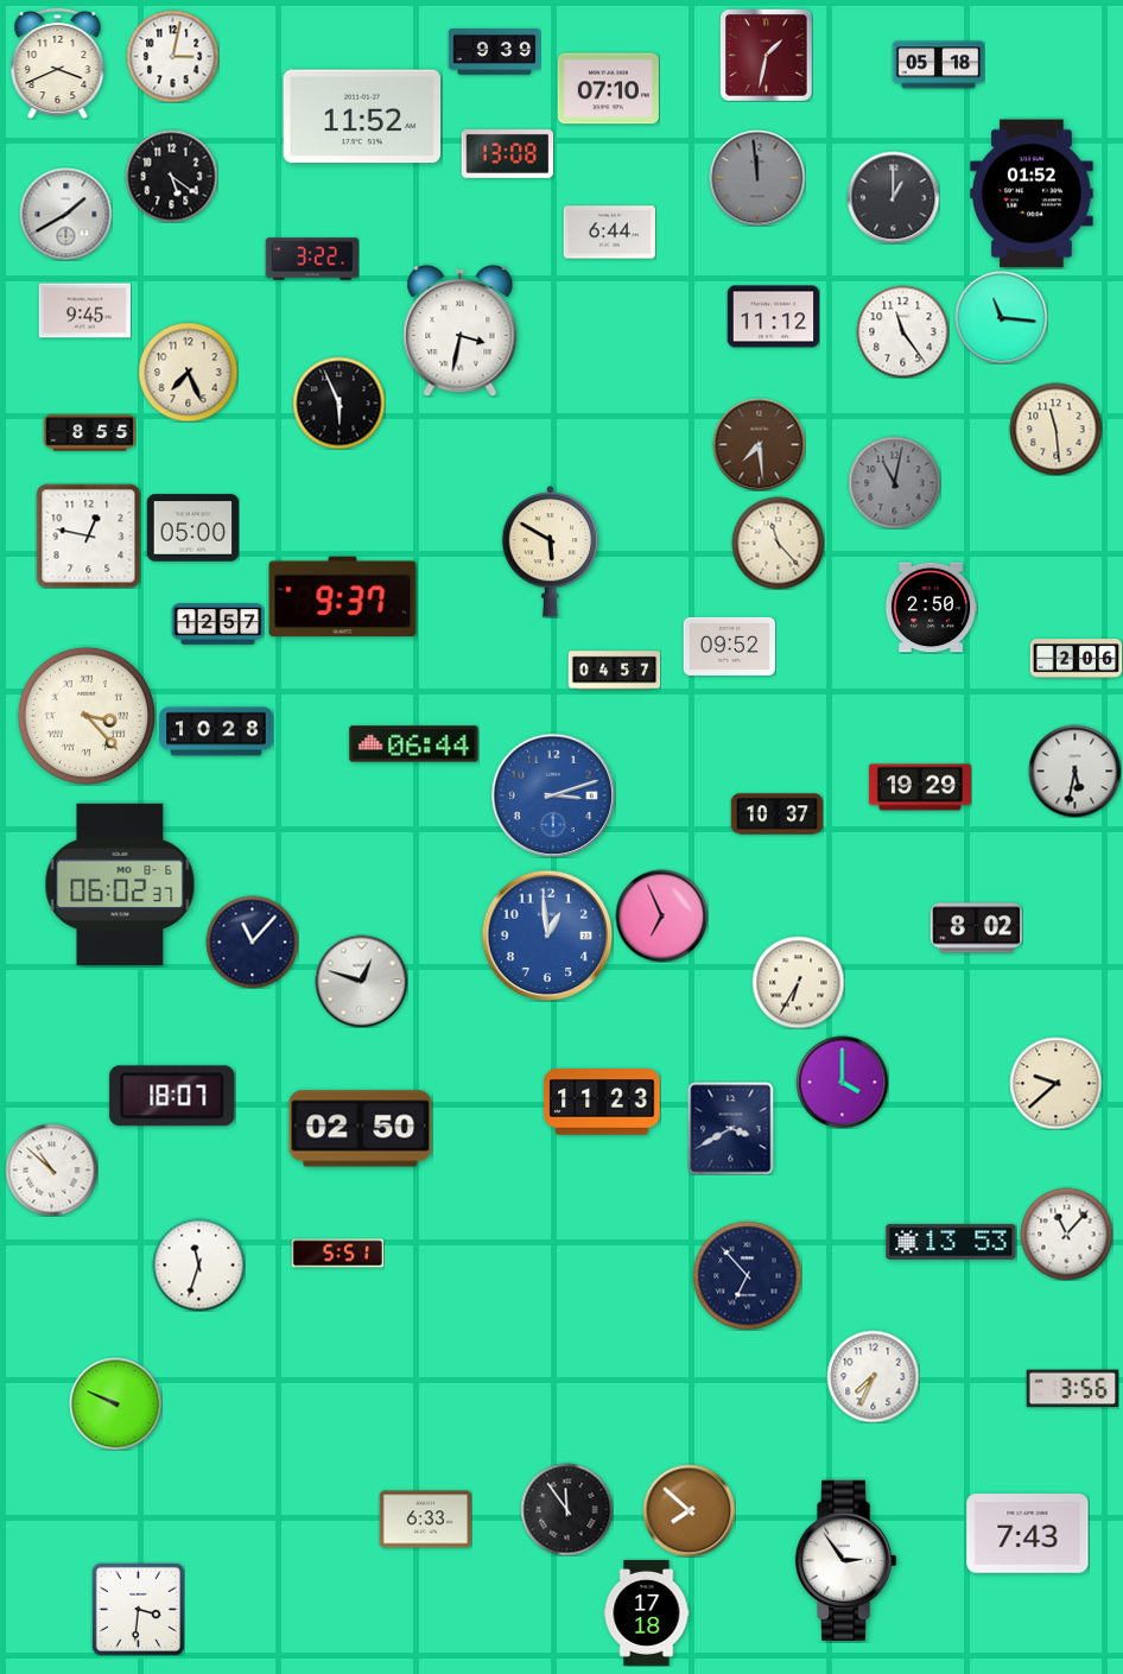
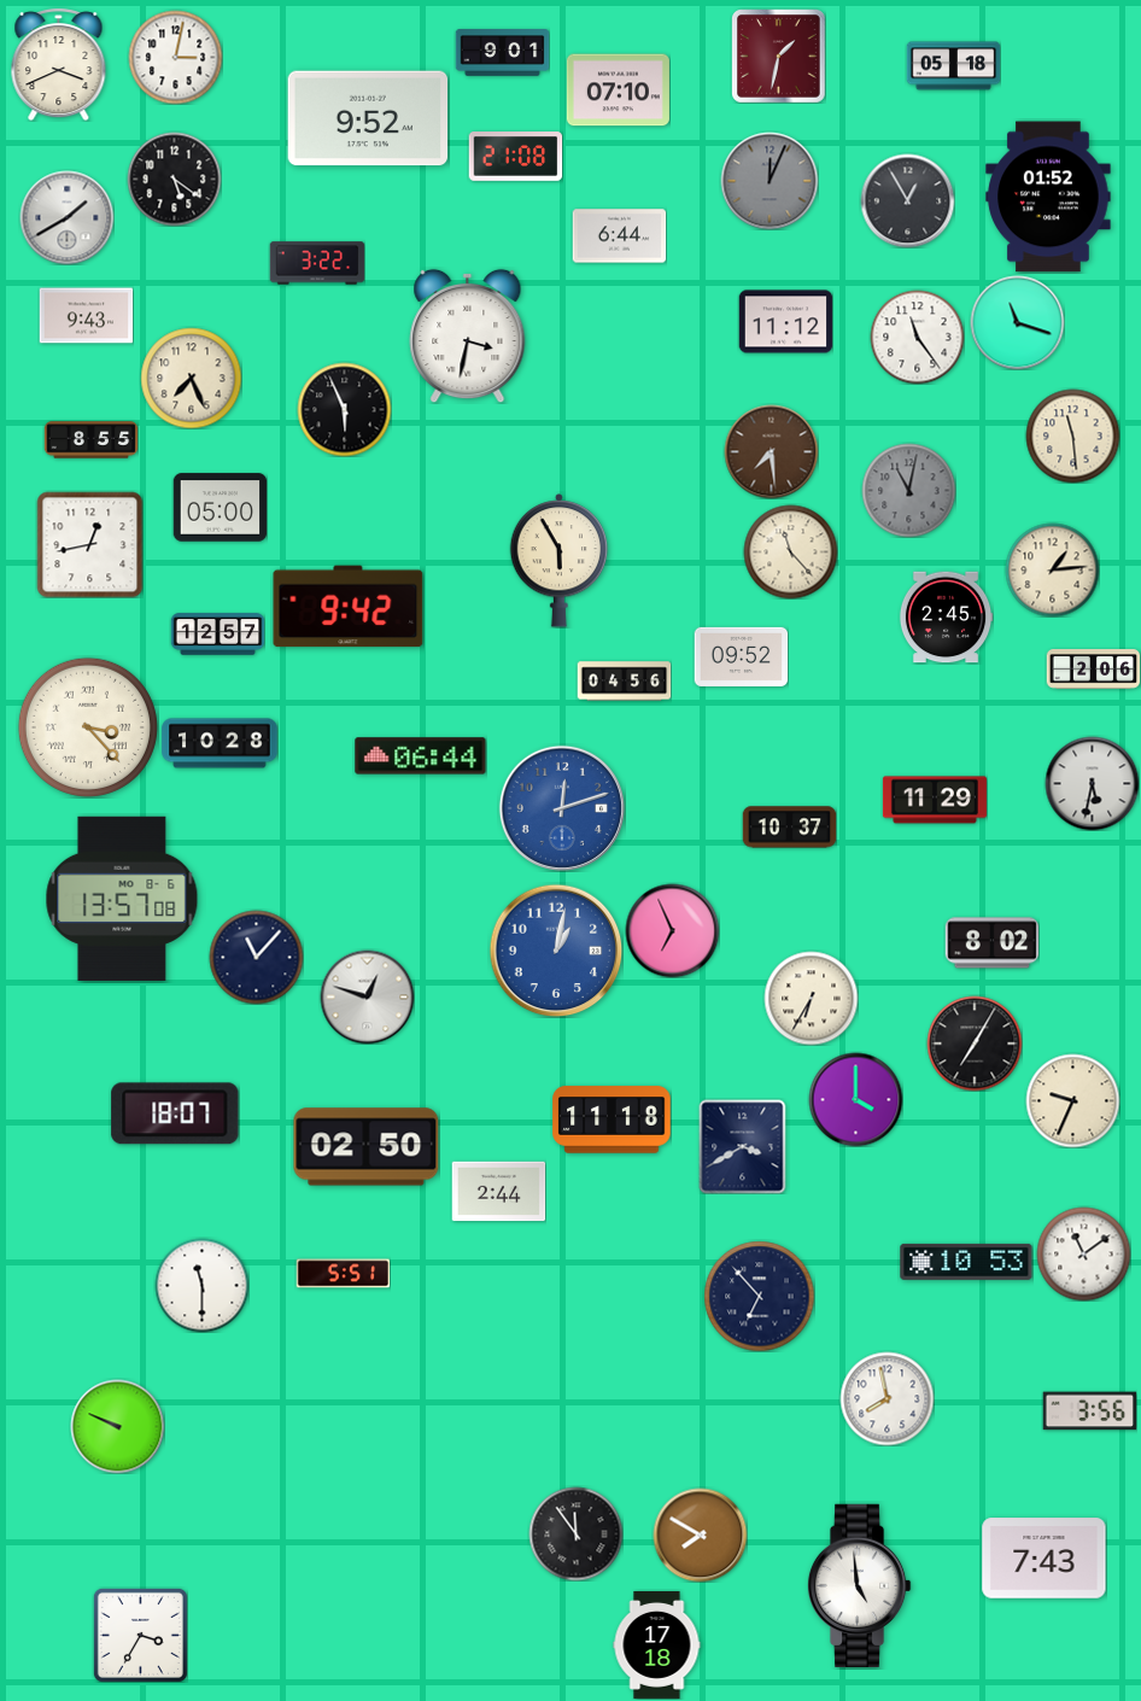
clock at (494, 52): 9:39 -> 9:01
clock at (362, 116): 11:52 -> 9:52
clock at (507, 154): 13:08 -> 21:08
clock at (757, 178): 11:59 -> 12:04
clock at (893, 197): 1:00 -> 12:55
clock at (84, 311): 9:45 -> 9:43
clock at (1001, 317): 11:16 -> 11:18
clock at (192, 528) position: (192, 528) -> (220, 508)
clock at (88, 535): 12:47 -> 12:43
clock at (551, 552): 5:50 -> 5:55
clock at (1052, 569): none -> 1:14
clock at (343, 597): 9:37 -> 9:42
clock at (931, 608): 2:50 -> 2:45
clock at (217, 624) position: (217, 624) -> (217, 635)
clock at (614, 671): 04:57 -> 04:56
clock at (920, 787): 19:29 -> 11:29
clock at (553, 795): 3:12 -> 12:12
clock at (120, 883): 06:02 -> 13:57
clock at (547, 936): 12:59 -> 1:02
clock at (975, 1044): none -> 7:05
clock at (1055, 1083): 9:38 -> 9:34
clock at (602, 1102): 11:23 -> 11:18
clock at (51, 1169): 10:52 -> none
clock at (498, 1192): none -> 2:44
clock at (1066, 1234): 11:07 -> 11:09
clock at (951, 1242): 13:53 -> 10:53
clock at (198, 1264): 11:33 -> 11:30
clock at (873, 1376): 7:34 -> 7:58
clock at (689, 1510): 7:52 -> 7:50
clock at (425, 1520): 6:33 -> none
clock at (845, 1560): 2:54 -> 4:59
clock at (138, 1609): 3:31 -> 3:35
clock at (647, 1612) position: (647, 1612) -> (657, 1644)
